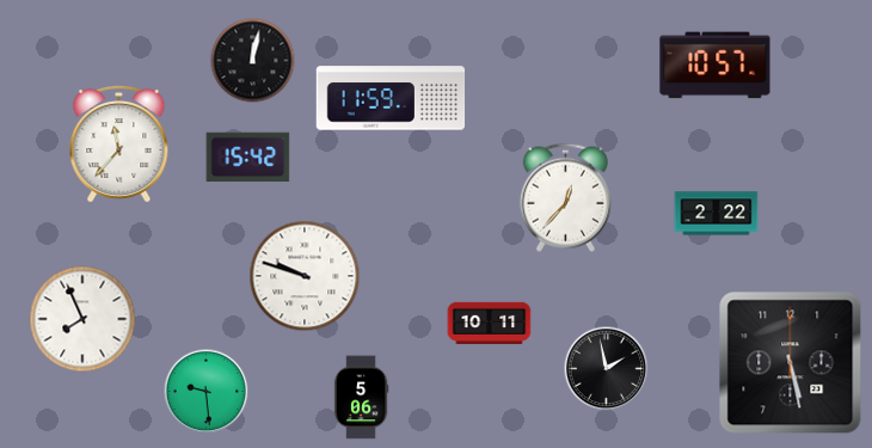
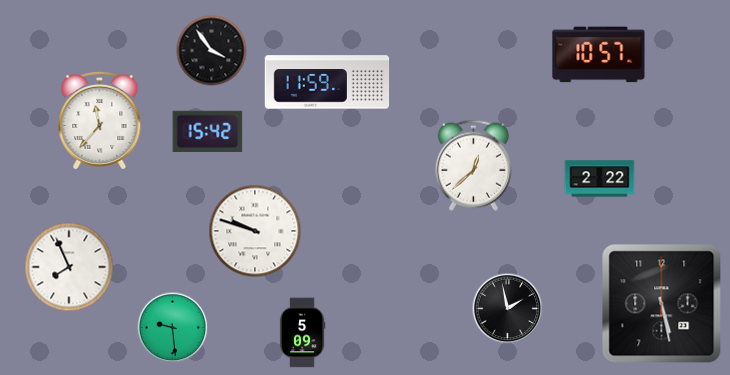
clock at (253, 61): 12:02 -> 3:54
clock at (565, 197): 12:37 -> 12:38
clock at (490, 323): 10:11 -> none
clock at (361, 398): 5:06 -> 5:09
